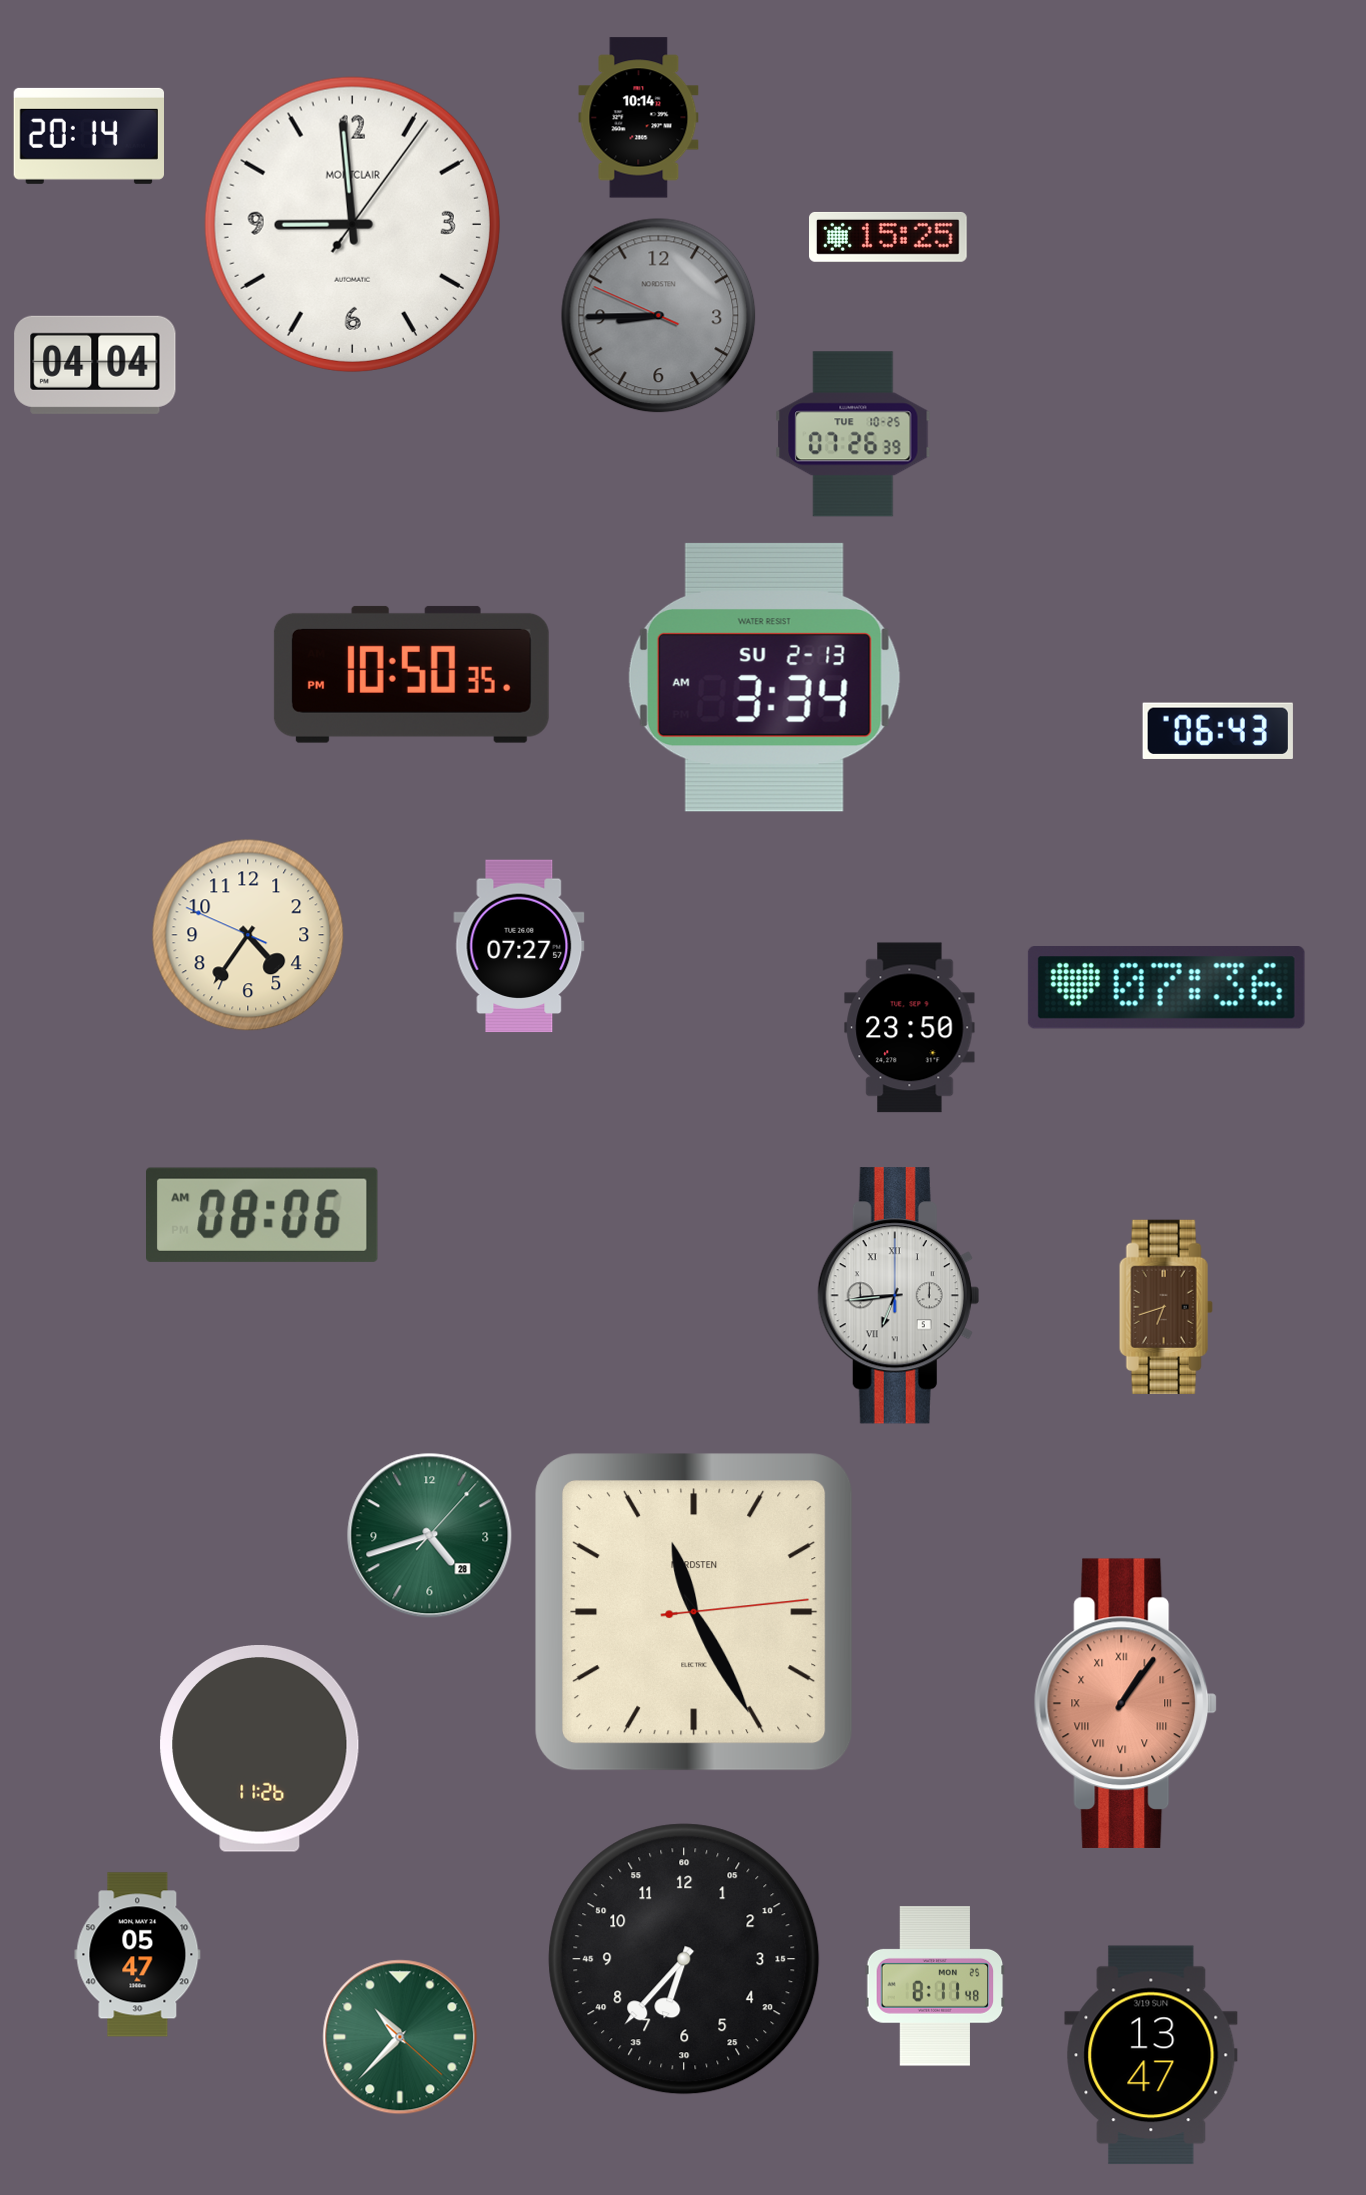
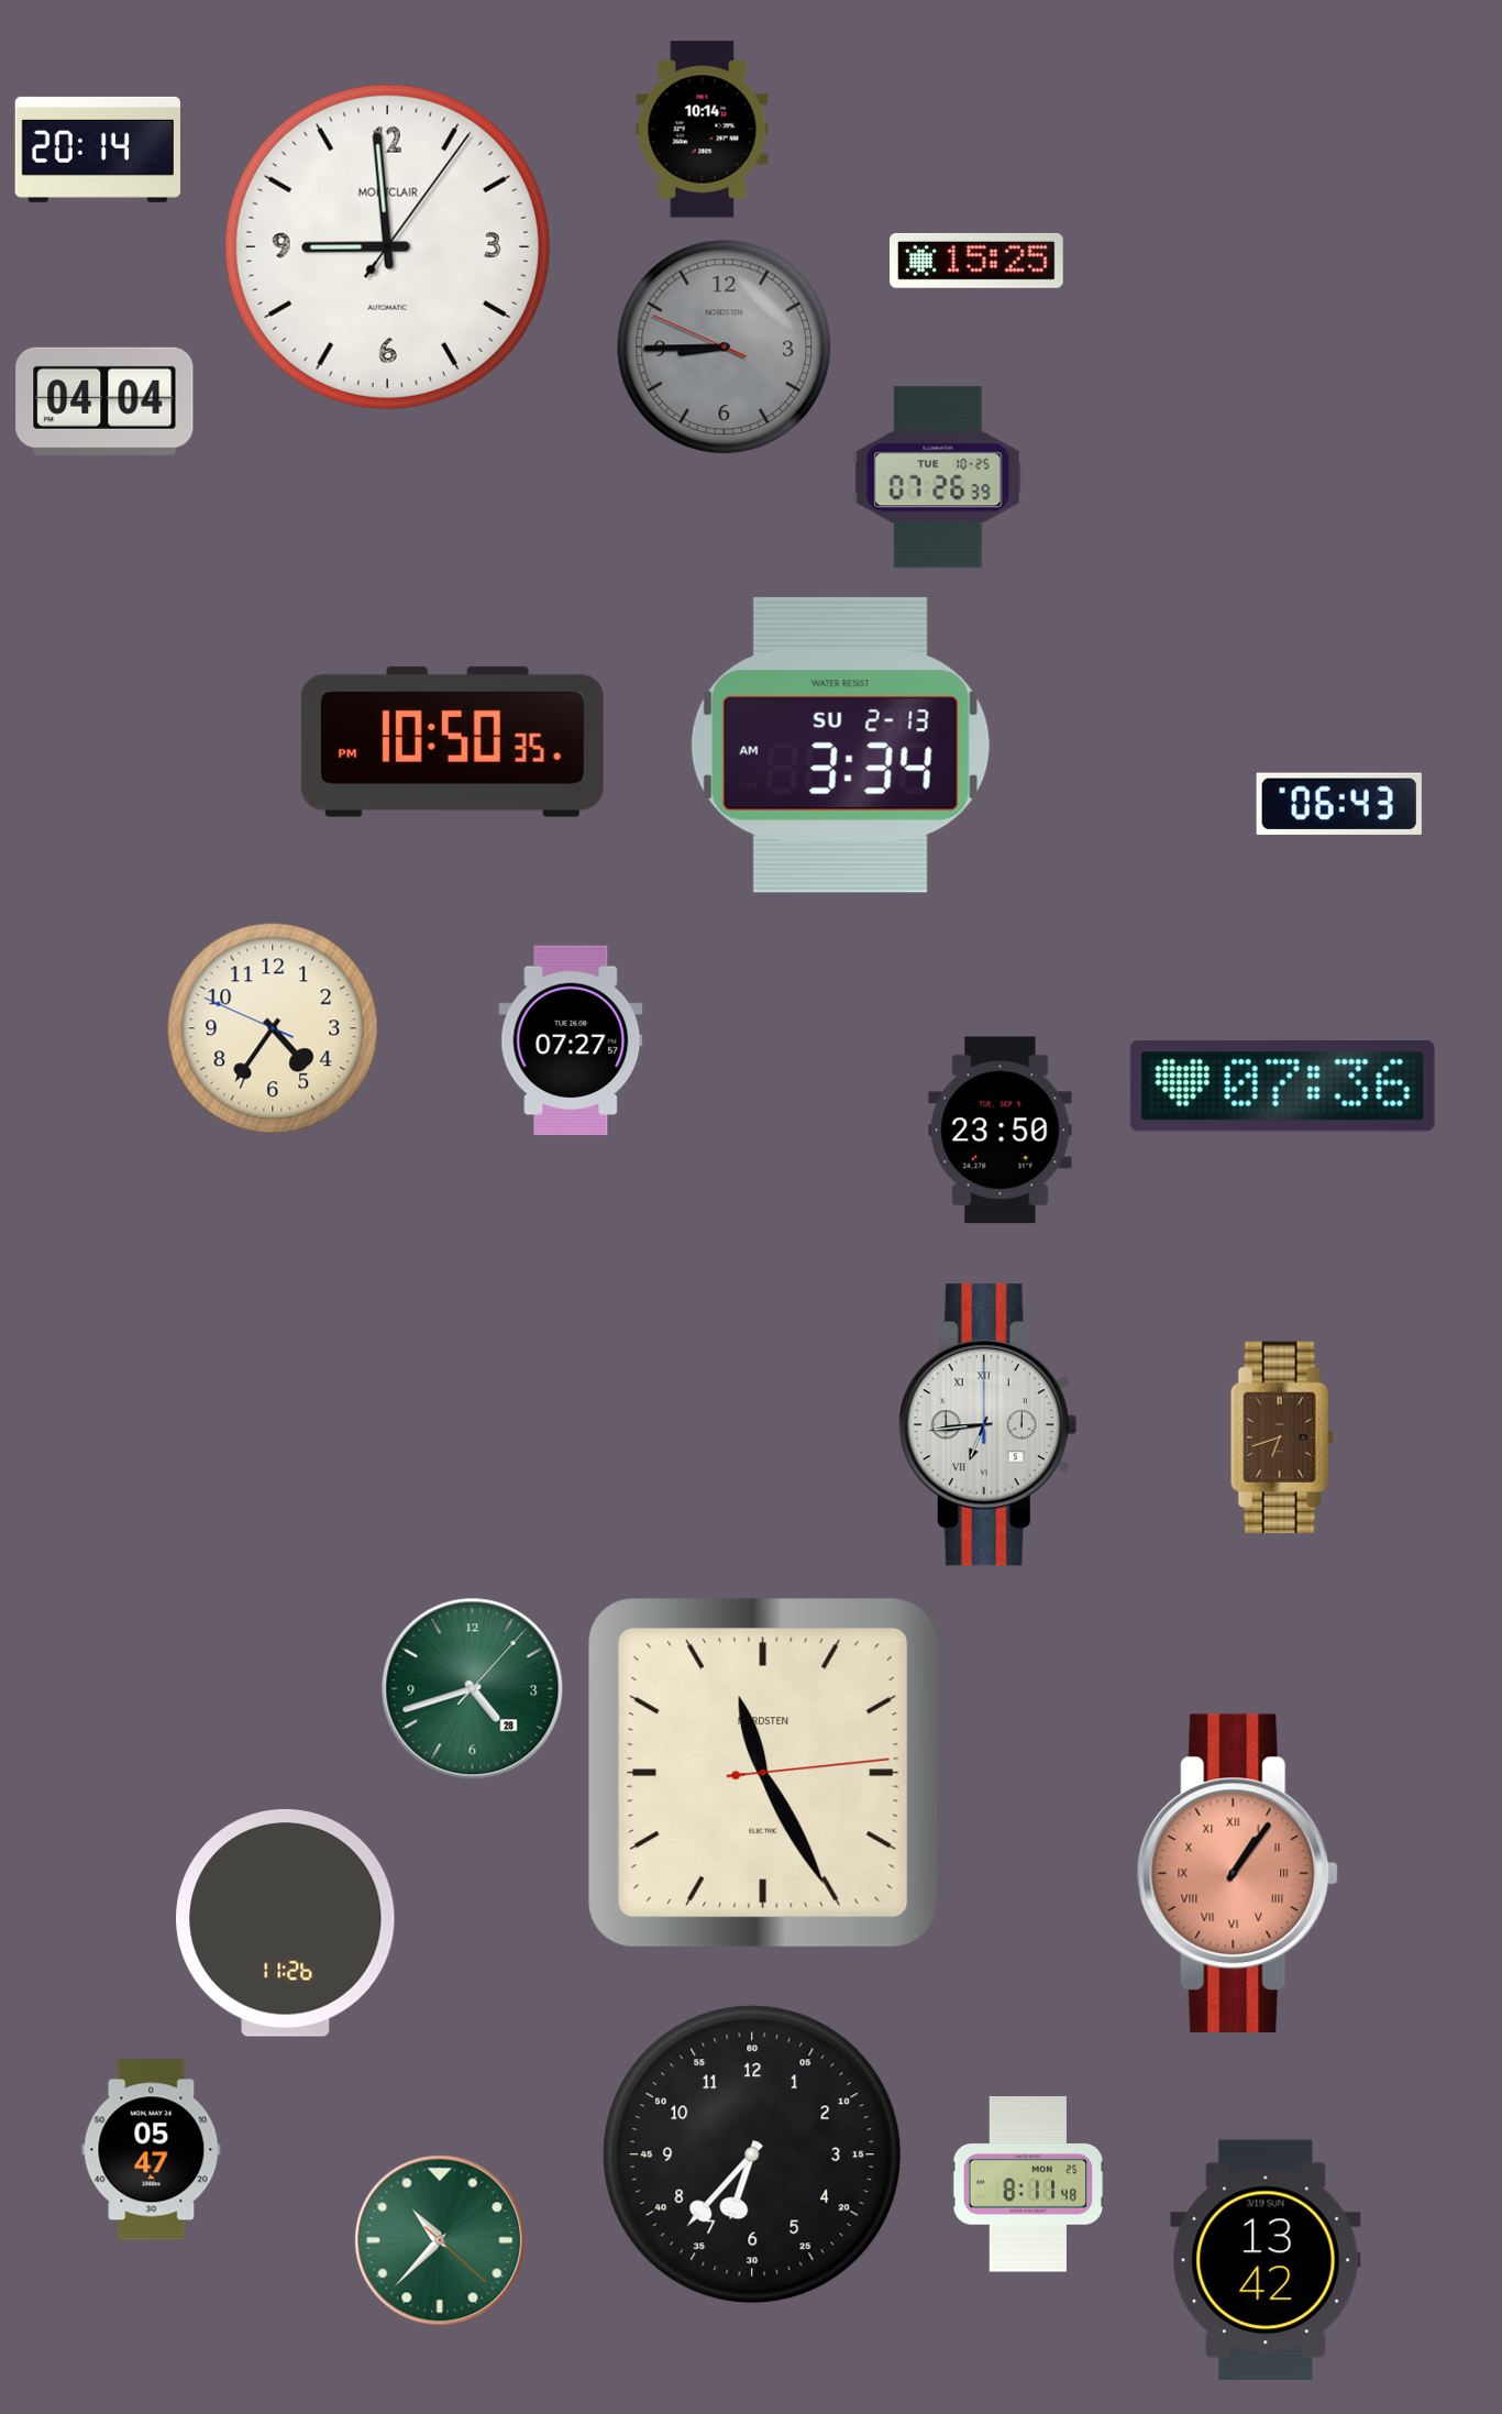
clock at (262, 1215): 08:06 -> none
clock at (1151, 2055): 13:47 -> 13:42
